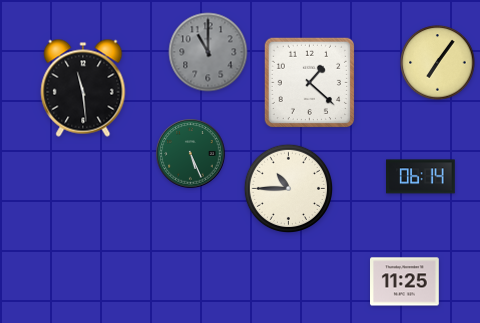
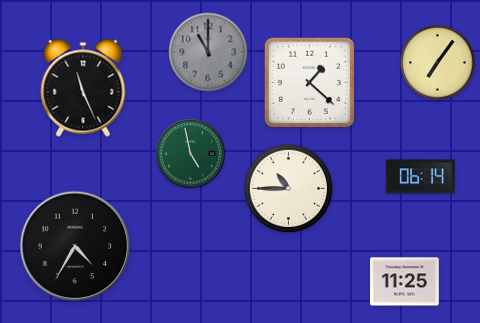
clock at (83, 88): 11:29 -> 11:26
clock at (191, 154): 5:26 -> 4:58
clock at (75, 246): none -> 4:35
